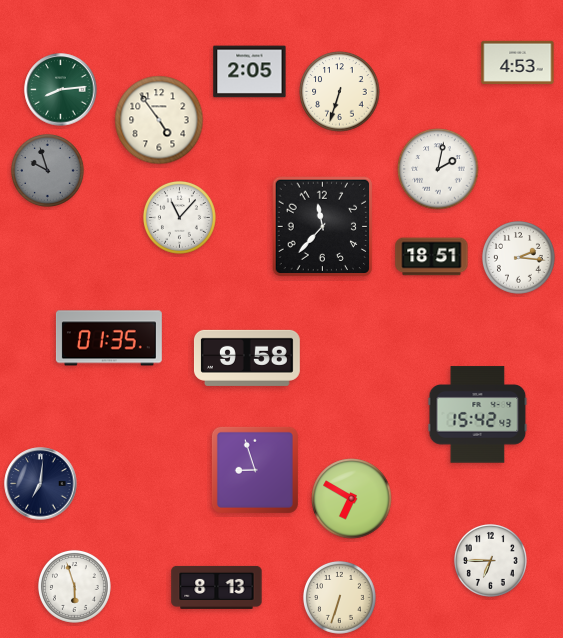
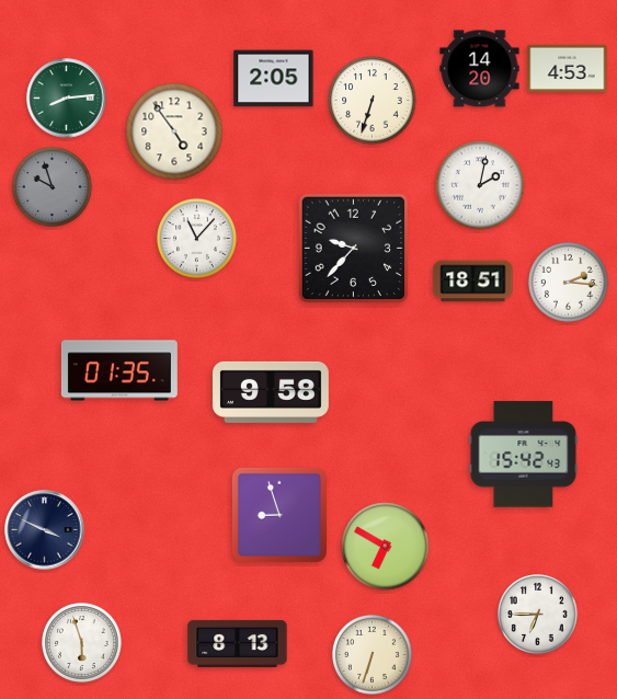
clock at (480, 69): none -> 14:20
clock at (323, 227): 11:37 -> 9:37
clock at (41, 484): 7:01 -> 3:49
